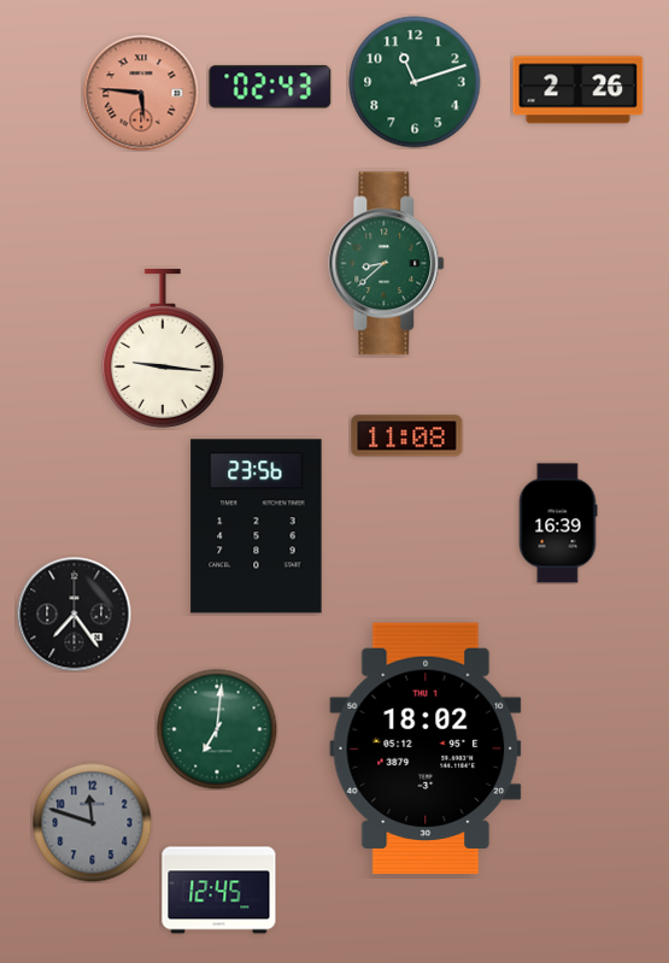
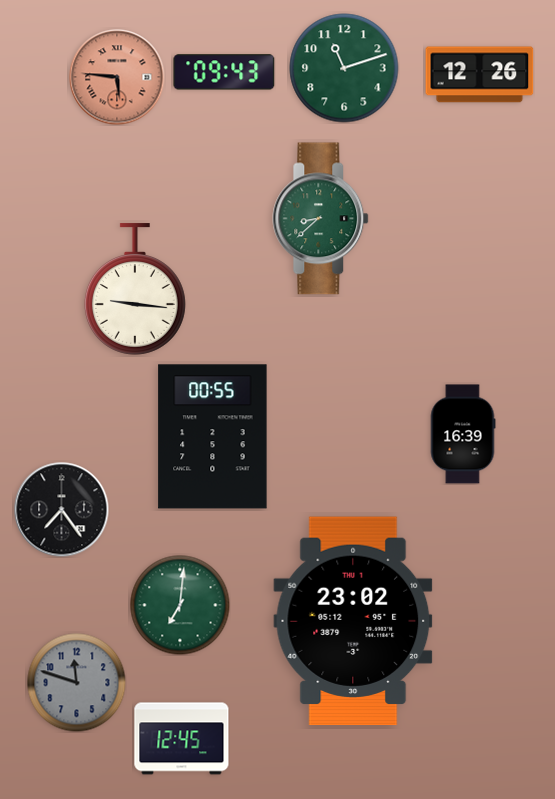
clock at (270, 87): 02:43 -> 09:43
clock at (579, 90): 2:26 -> 12:26
clock at (407, 436): 11:08 -> none
clock at (257, 527): 23:56 -> 00:55
clock at (426, 748): 18:02 -> 23:02
